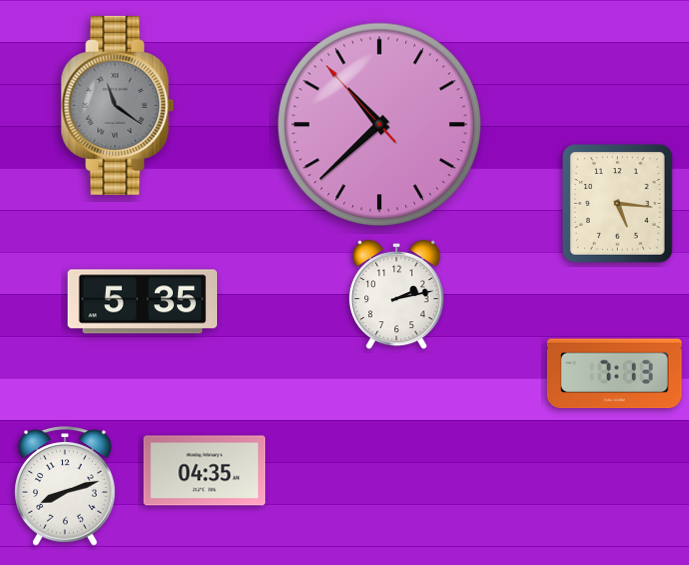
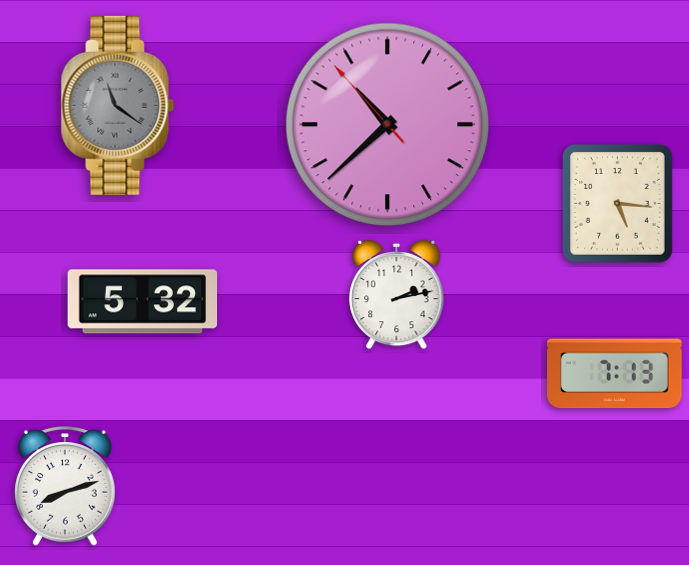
clock at (380, 125) position: (380, 125) -> (388, 125)
clock at (143, 302): 5:35 -> 5:32
clock at (205, 471): 04:35 -> none
